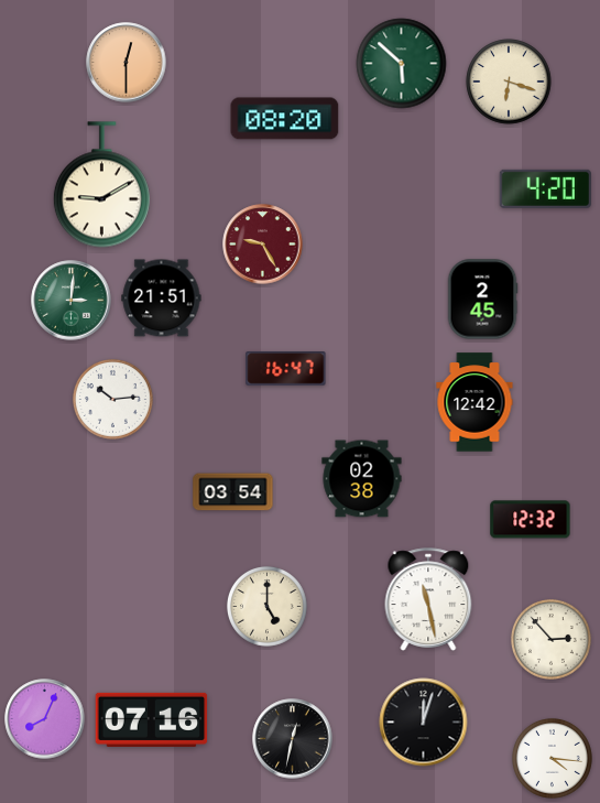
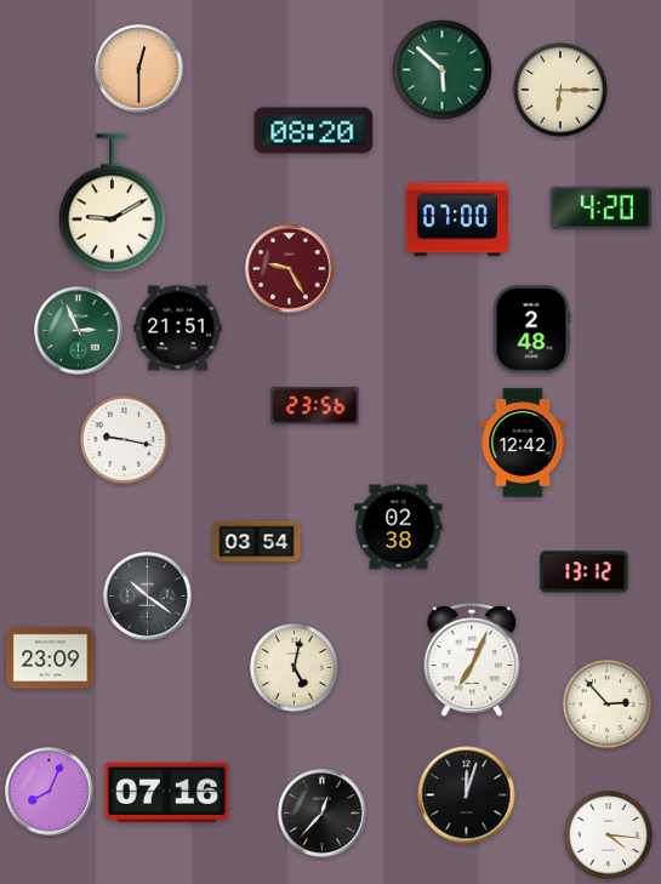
clock at (509, 82): 6:18 -> 6:15
clock at (457, 219): none -> 07:00
clock at (482, 300): 2:45 -> 2:48
clock at (72, 301): 3:01 -> 2:56
clock at (286, 369): 16:47 -> 23:56
clock at (112, 399): 10:14 -> 9:17
clock at (531, 520): 12:32 -> 13:12
clock at (148, 597): none -> 10:21
clock at (51, 658): none -> 23:09
clock at (428, 599): 11:28 -> 7:04
clock at (266, 606): 5:00 -> 5:02
clock at (293, 739): 12:32 -> 12:37
